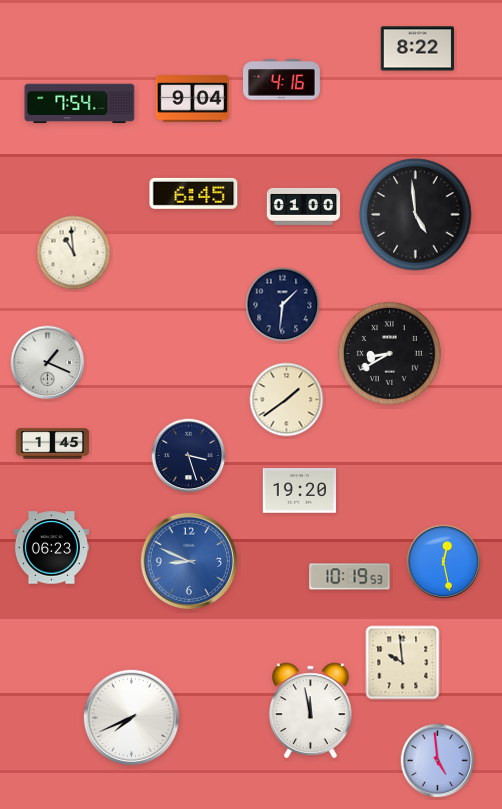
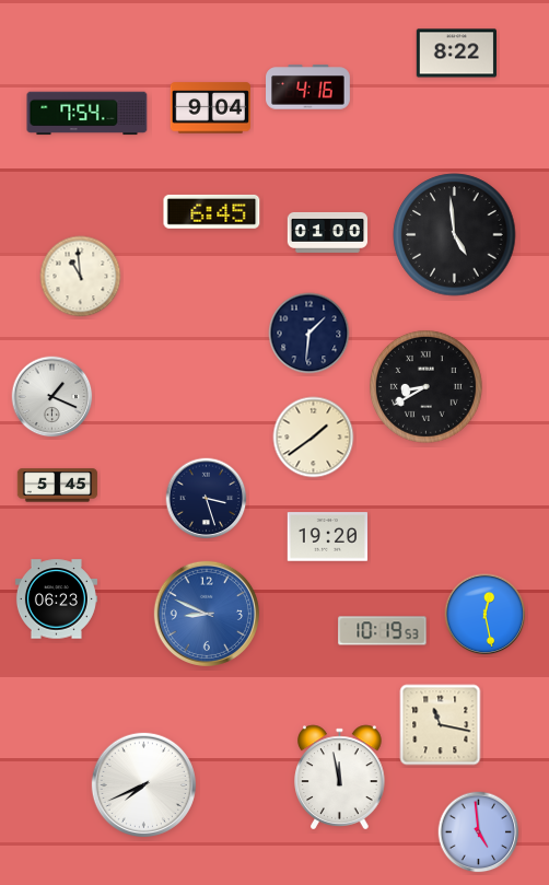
clock at (304, 206) position: (304, 206) -> (328, 232)
clock at (53, 444): 1:45 -> 5:45
clock at (403, 663): 9:59 -> 11:17
